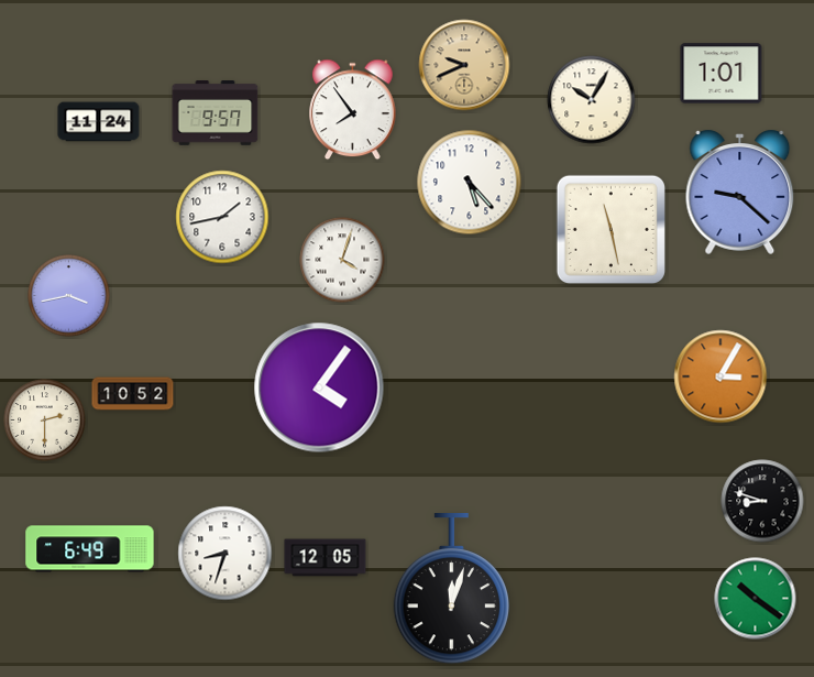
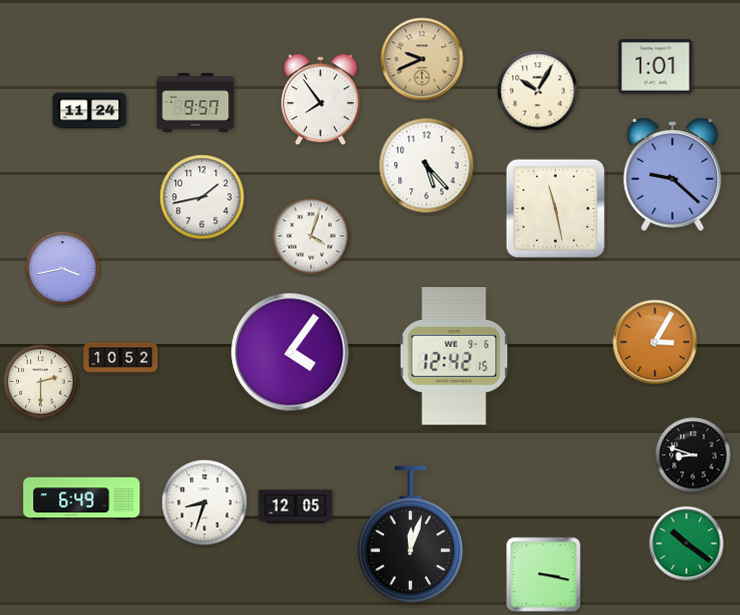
clock at (454, 356): none -> 12:42
clock at (544, 575): none -> 3:17
